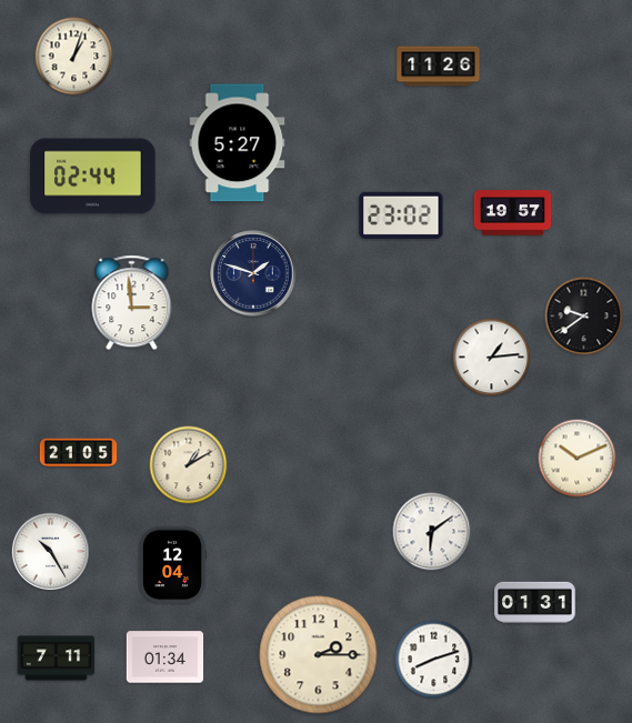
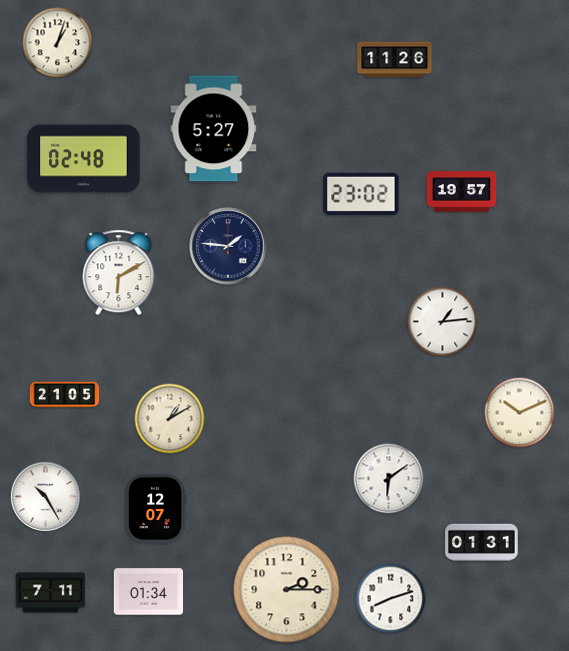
clock at (74, 57) position: (74, 57) -> (58, 43)
clock at (93, 177): 02:44 -> 02:48
clock at (253, 273): 1:48 -> 1:46
clock at (132, 303): 2:59 -> 6:10
clock at (584, 317): 9:39 -> none
clock at (79, 453) position: (79, 453) -> (65, 395)
clock at (172, 565): 12:04 -> 12:07
clock at (434, 660) position: (434, 660) -> (391, 599)
